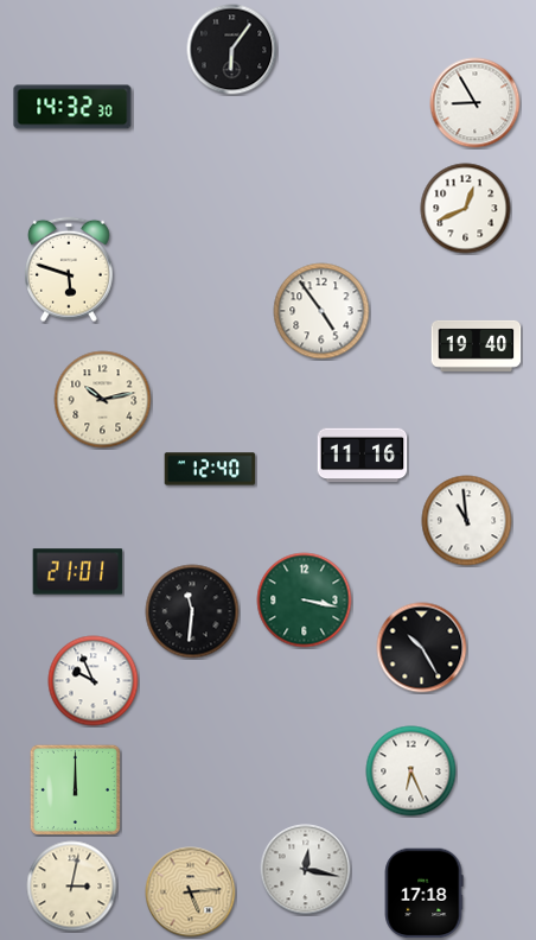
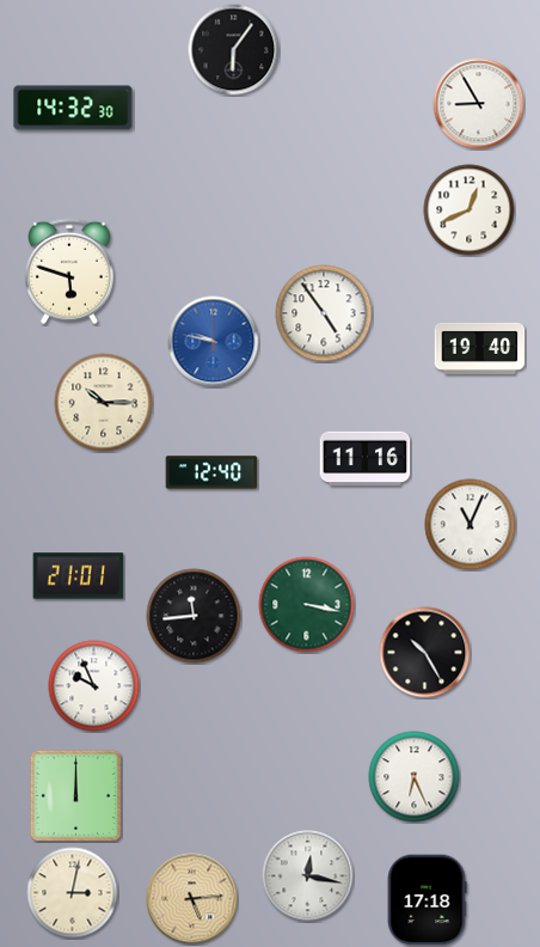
clock at (214, 342): none -> 9:47
clock at (103, 400): 10:13 -> 10:15
clock at (467, 521): 10:59 -> 11:04
clock at (192, 611): 11:31 -> 11:44
